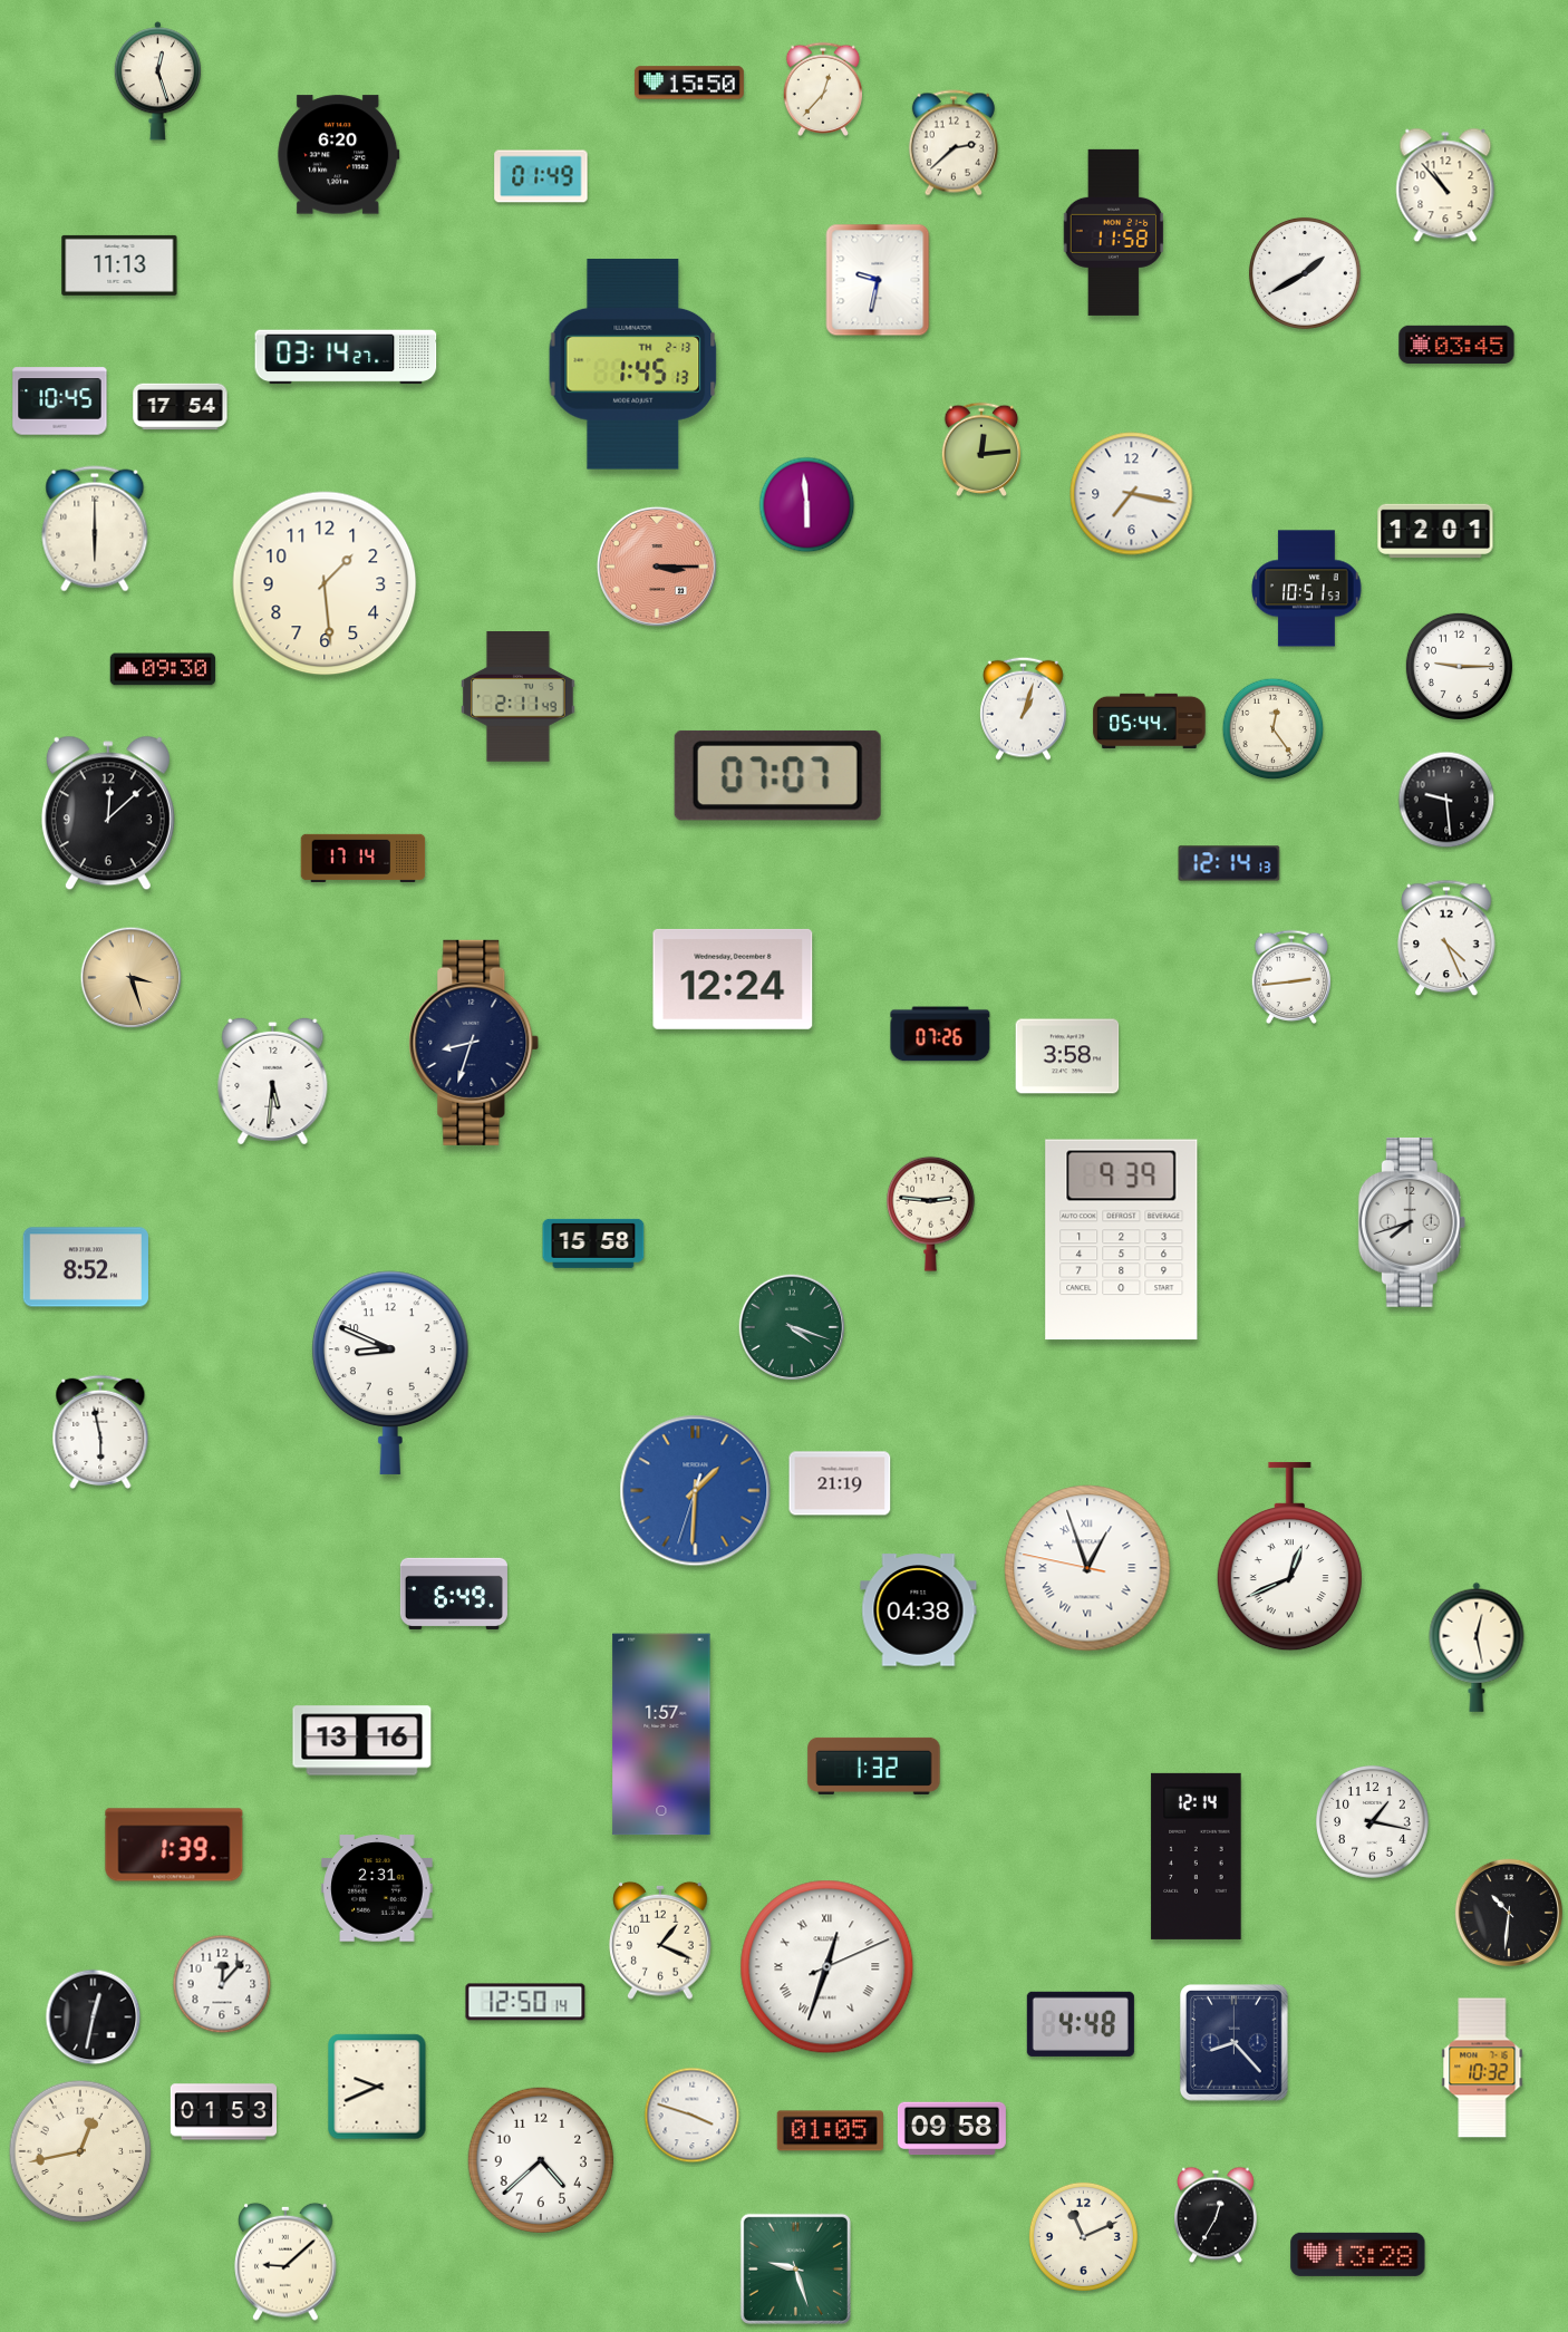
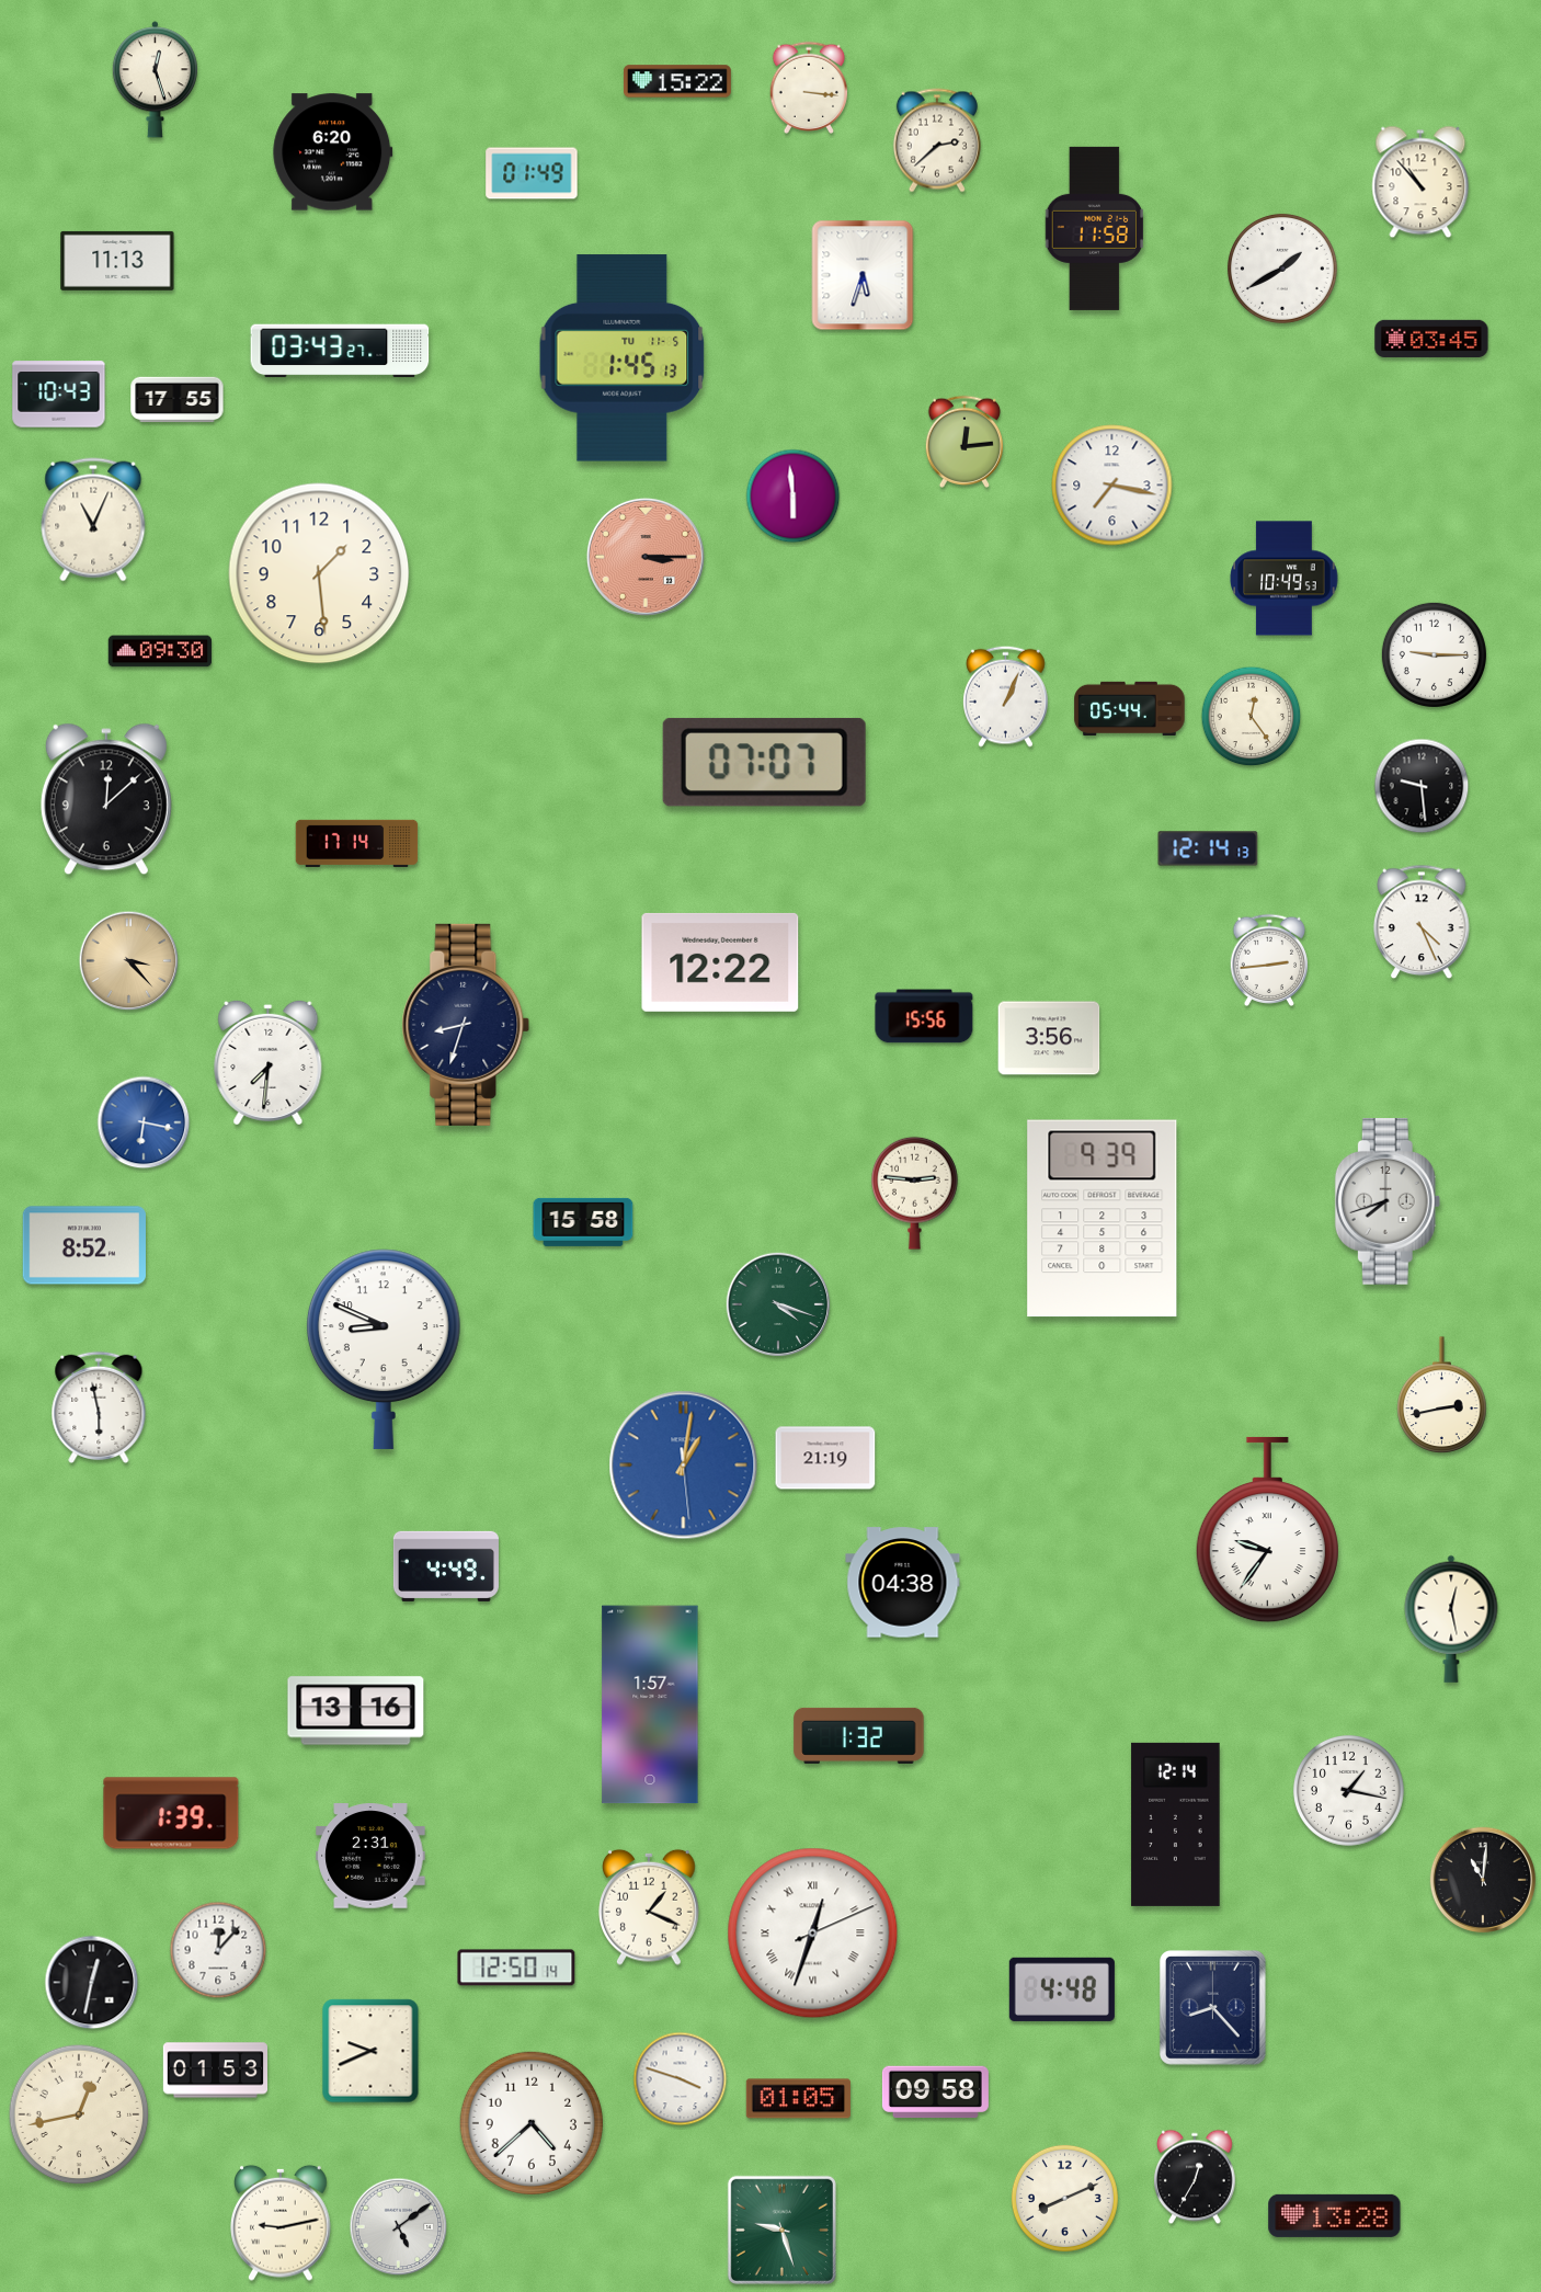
clock at (689, 83): 15:50 -> 15:22
clock at (822, 89): 12:37 -> 3:16
clock at (878, 280): 9:32 -> 5:33
clock at (346, 357): 03:14 -> 03:43
clock at (633, 365) date: TH 2-13 -> TU 11-5
clock at (60, 401): 10:45 -> 10:43
clock at (181, 407): 17:54 -> 17:55
clock at (95, 529): 6:00 -> 11:04
clock at (1435, 530): 12:01 -> none
clock at (1307, 589): 10:51 -> 10:49
clock at (163, 669) position: (163, 669) -> (160, 651)
clock at (519, 697): 2:11 -> none
clock at (1024, 708): 1:03 -> 1:04
clock at (132, 978): 3:27 -> 3:23
clock at (733, 979): 12:24 -> 12:22
clock at (940, 1034): 07:26 -> 15:56
clock at (1067, 1056): 3:58 -> 3:56
clock at (273, 1081): 5:31 -> 7:31
clock at (144, 1122): none -> 6:17
clock at (1442, 1395): none -> 2:43
clock at (696, 1491): 1:30 -> 1:01
clock at (1289, 1557): 12:41 -> 9:36
clock at (1087, 1568): 12:56 -> none
clock at (454, 1594): 6:49 -> 4:49
clock at (1508, 1912): 10:31 -> 11:01
clock at (1482, 2068): 10:32 -> none
clock at (223, 2112) position: (223, 2112) -> (215, 2071)
clock at (830, 2131) position: (830, 2131) -> (798, 2099)
clock at (1083, 2236): 11:11 -> 8:11
clock at (285, 2262): 9:08 -> 9:13
clock at (399, 2227): none -> 5:09
